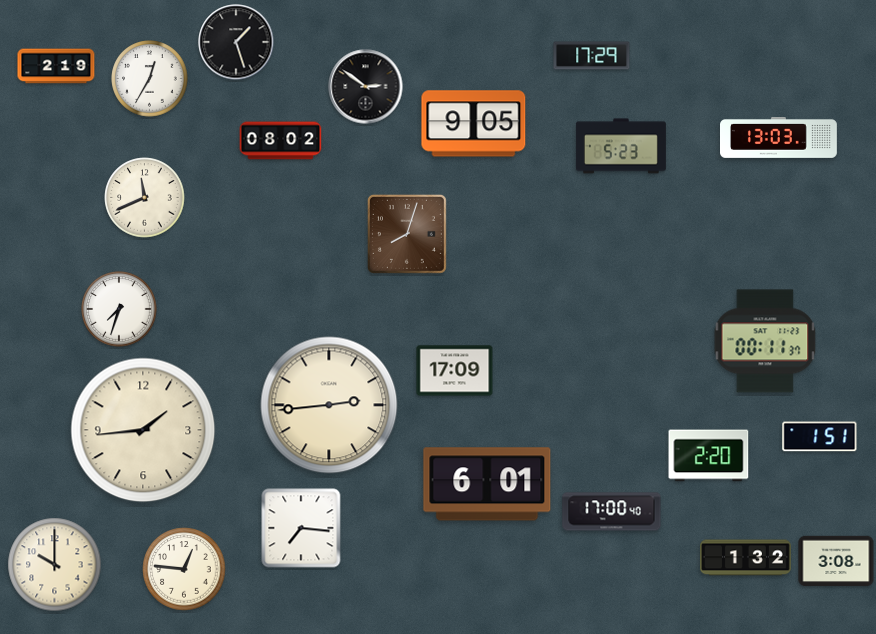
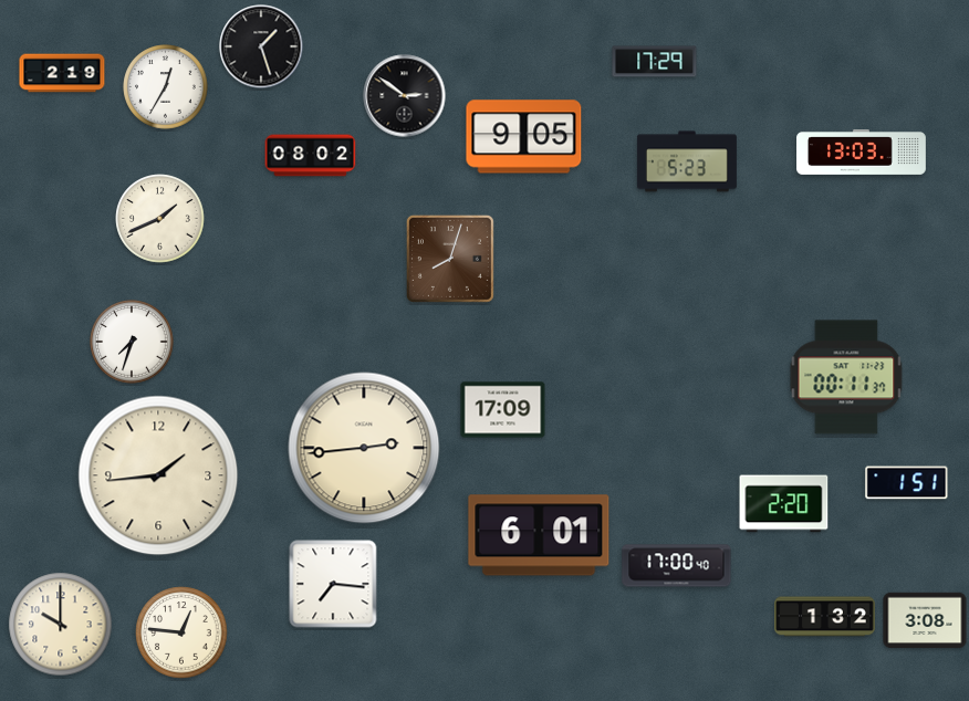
clock at (145, 198): 11:41 -> 1:41
clock at (184, 569) position: (184, 569) -> (181, 632)
